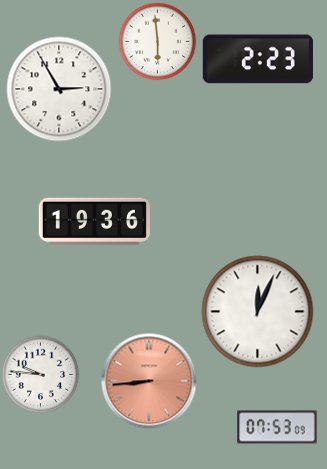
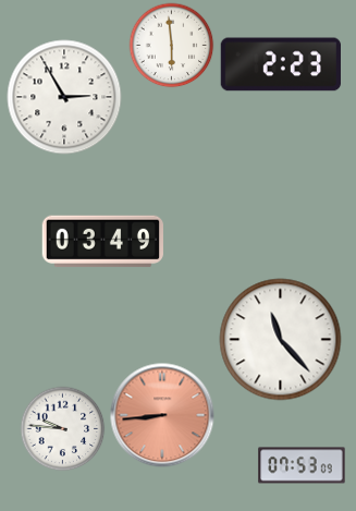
clock at (94, 222): 19:36 -> 03:49
clock at (258, 312): 12:04 -> 11:23
clock at (40, 374) position: (40, 374) -> (62, 428)
